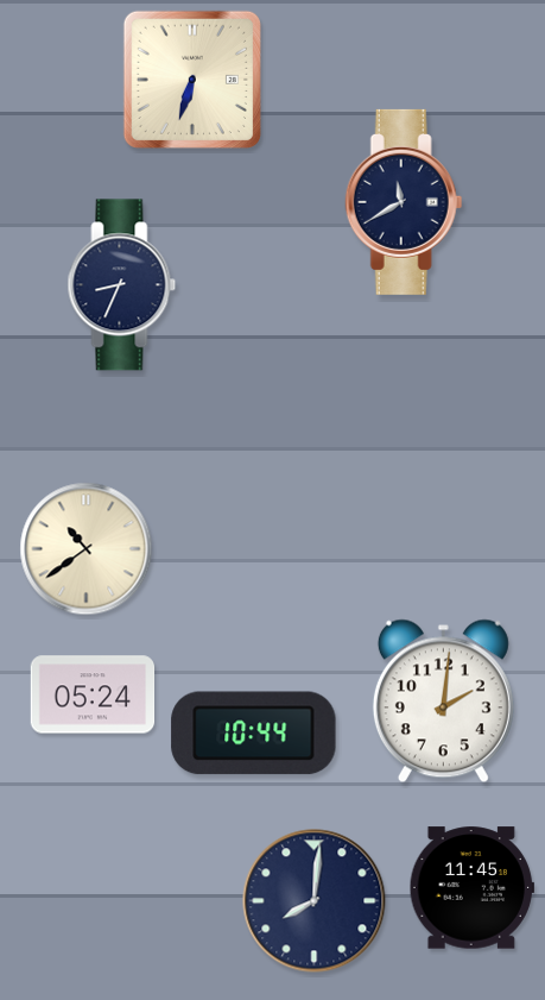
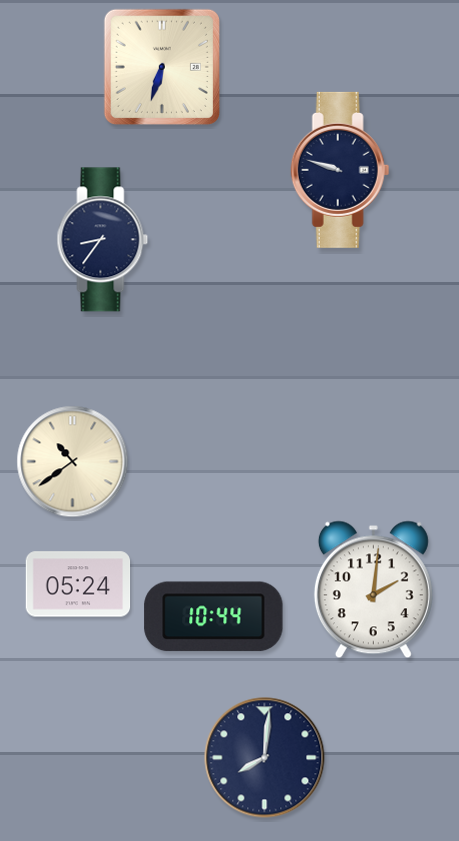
clock at (404, 202): 11:40 -> 9:48
clock at (122, 285): 8:34 -> 8:36
clock at (471, 888): 11:45 -> none
